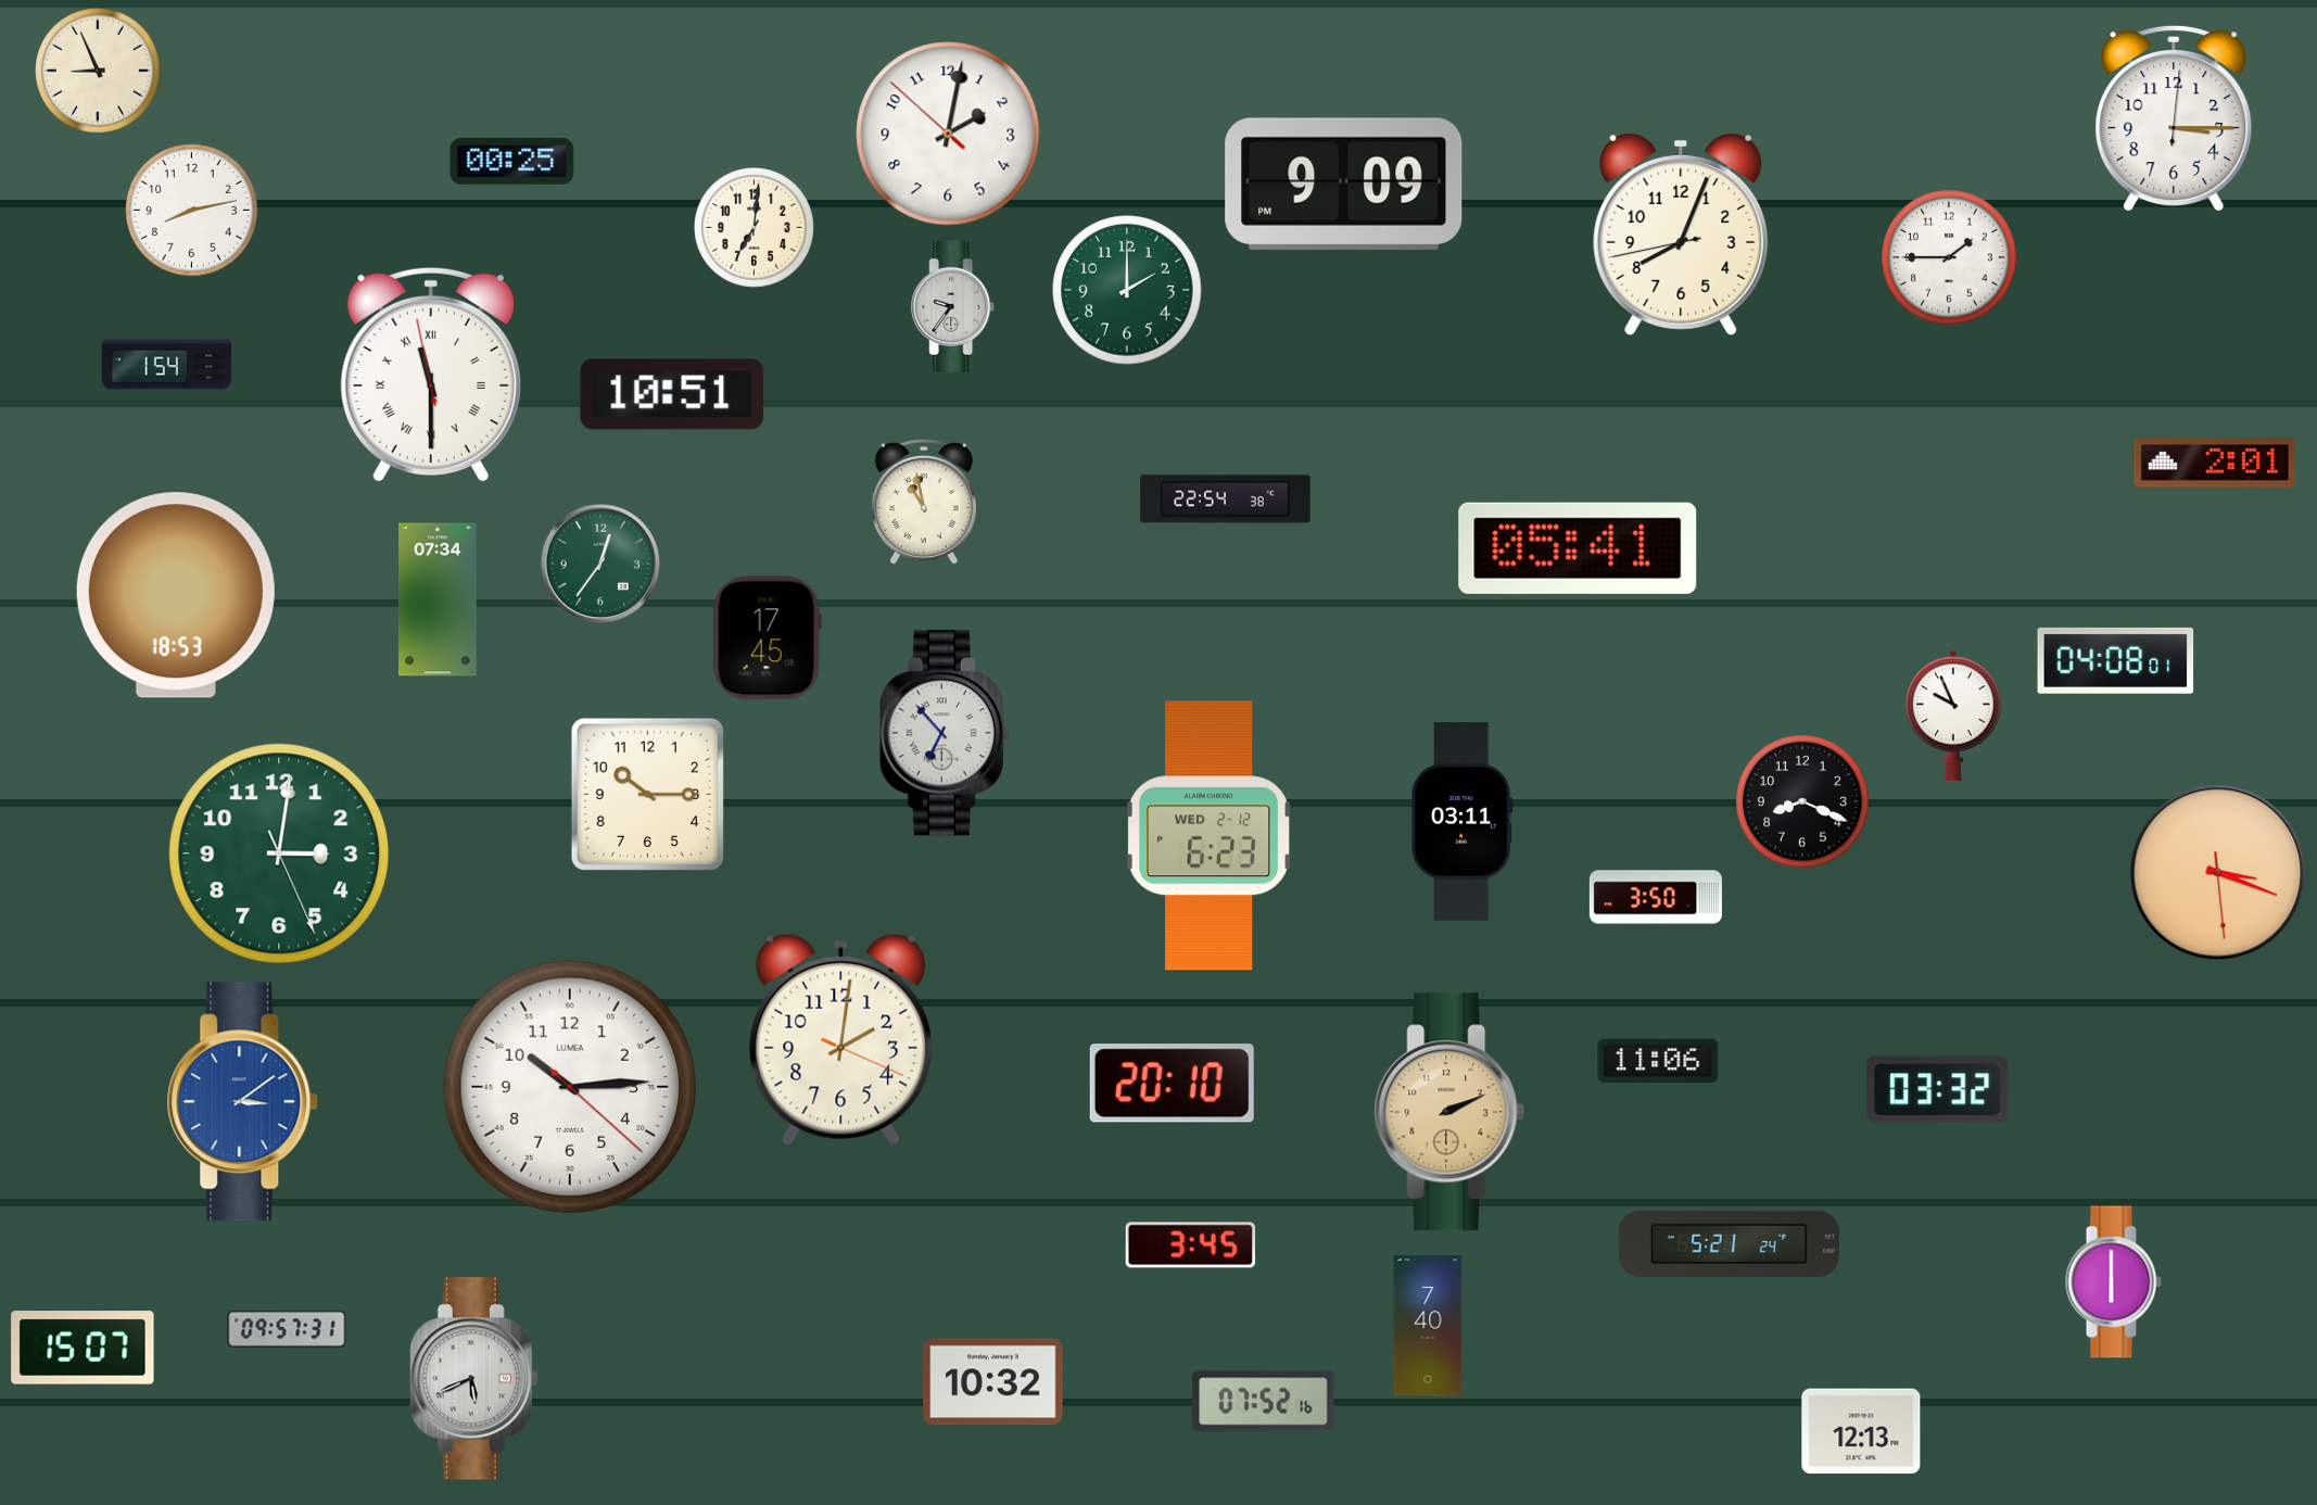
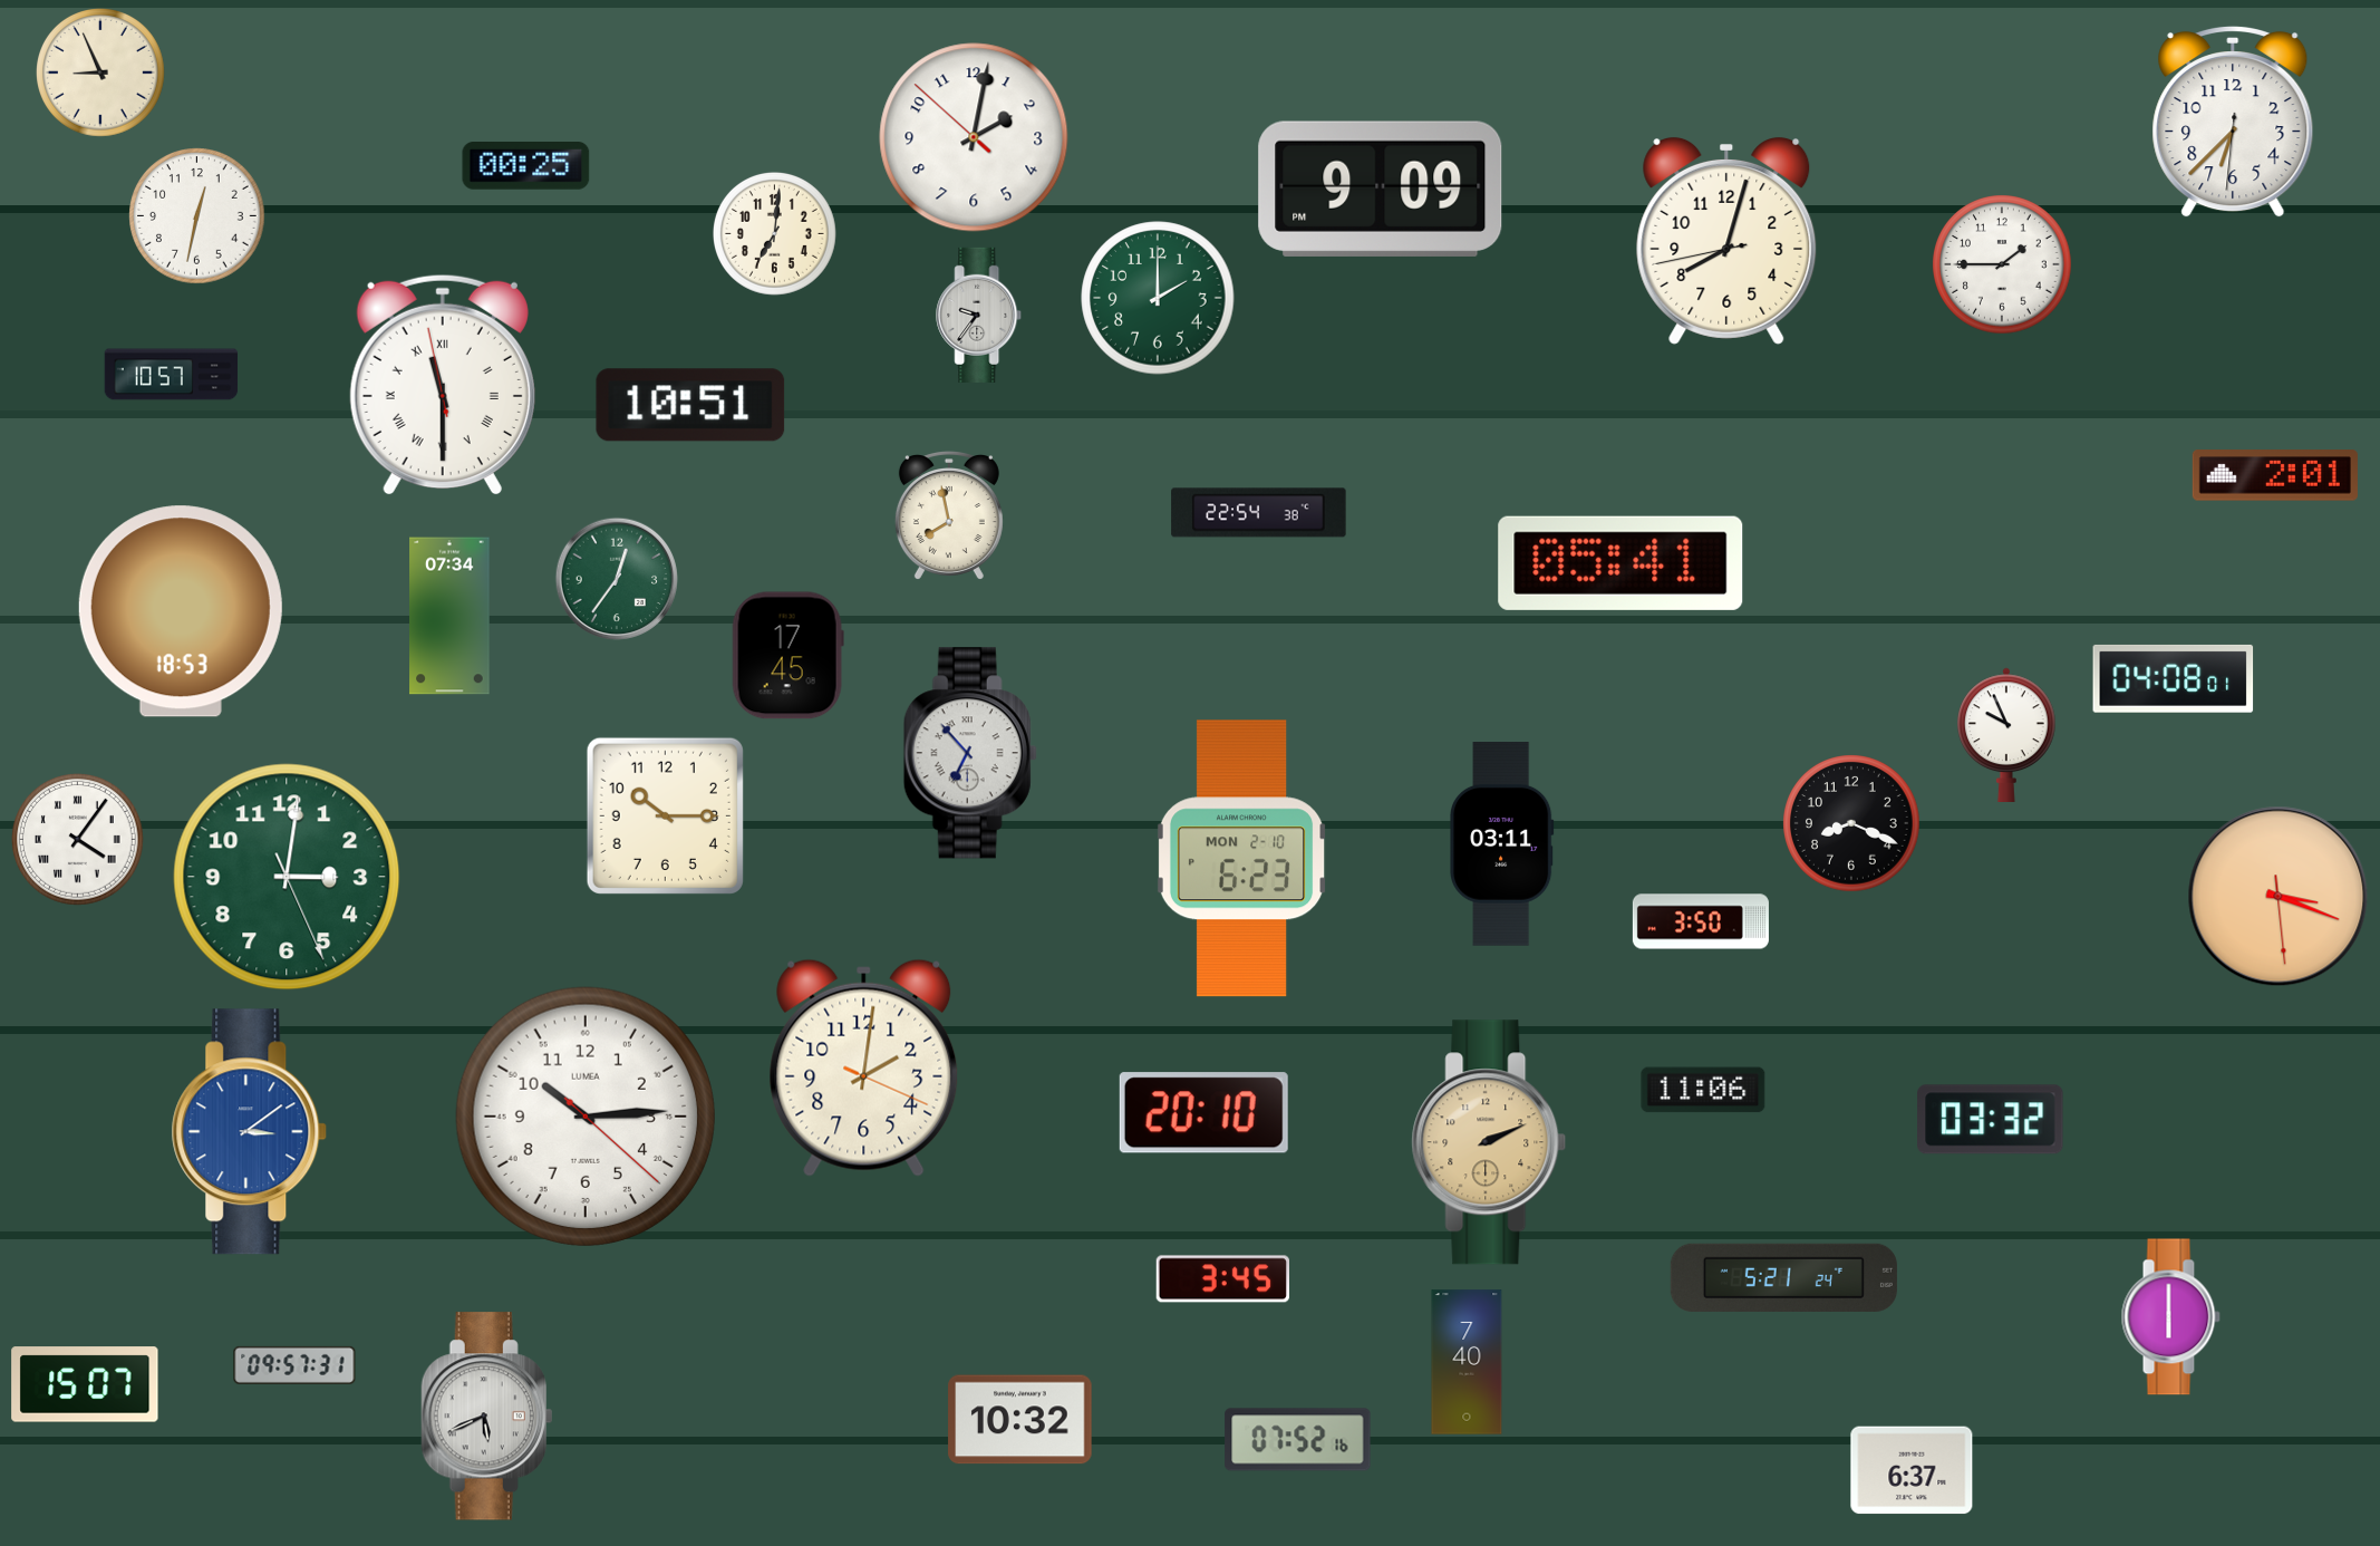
clock at (2174, 118): 3:15 -> 6:37
clock at (192, 211): 8:13 -> 12:32
clock at (1681, 235): 8:03 -> 8:02
clock at (167, 365): 1:54 -> 10:57
clock at (924, 502): 10:58 -> 7:58
clock at (78, 840): none -> 4:06
clock at (1210, 836) date: WED 2-12 -> MON 2-10
clock at (1729, 1243) position: (1729, 1243) -> (1783, 1277)
clock at (1861, 1431): 12:13 -> 6:37
